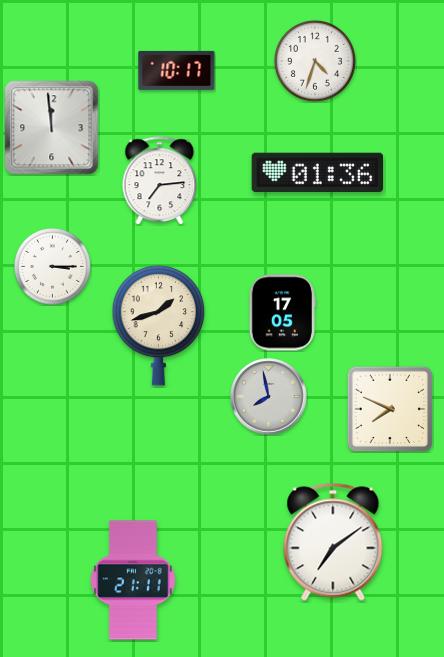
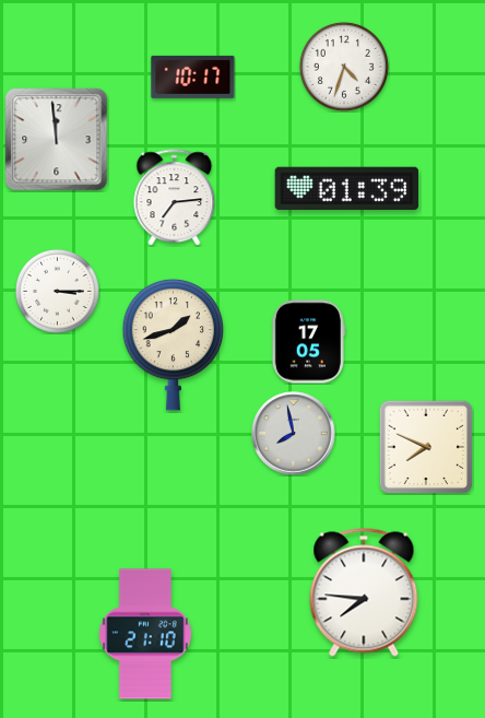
clock at (318, 173): 01:36 -> 01:39
clock at (159, 325) position: (159, 325) -> (174, 344)
clock at (333, 542): 7:09 -> 7:46
clock at (133, 580): 21:11 -> 21:10
